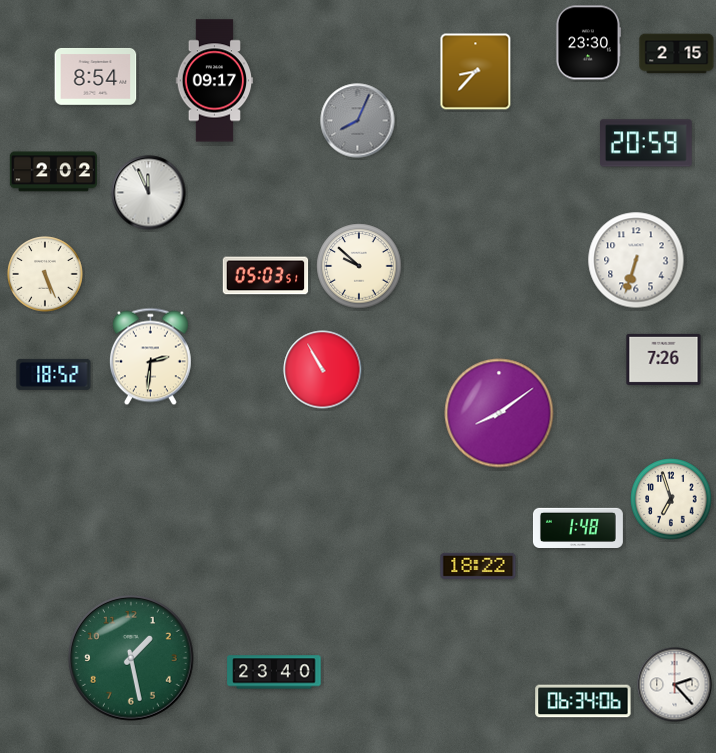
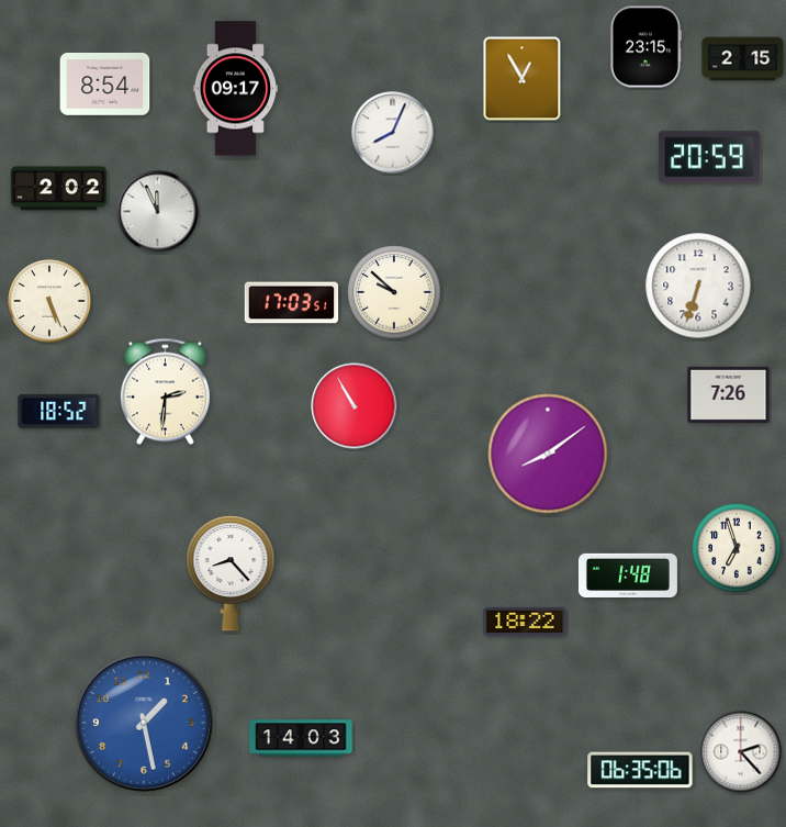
clock at (588, 43): 23:30 -> 23:15
clock at (476, 72): 8:37 -> 12:55
clock at (358, 121) dial: grey -> white
clock at (149, 193) position: (149, 193) -> (158, 212)
clock at (266, 276): 05:03 -> 17:03
clock at (231, 574): none -> 8:23
clock at (578, 527) position: (578, 527) -> (628, 574)
clock at (131, 658) dial: green -> blue
clock at (274, 672): 23:40 -> 14:03
clock at (583, 701): 06:34 -> 06:35
